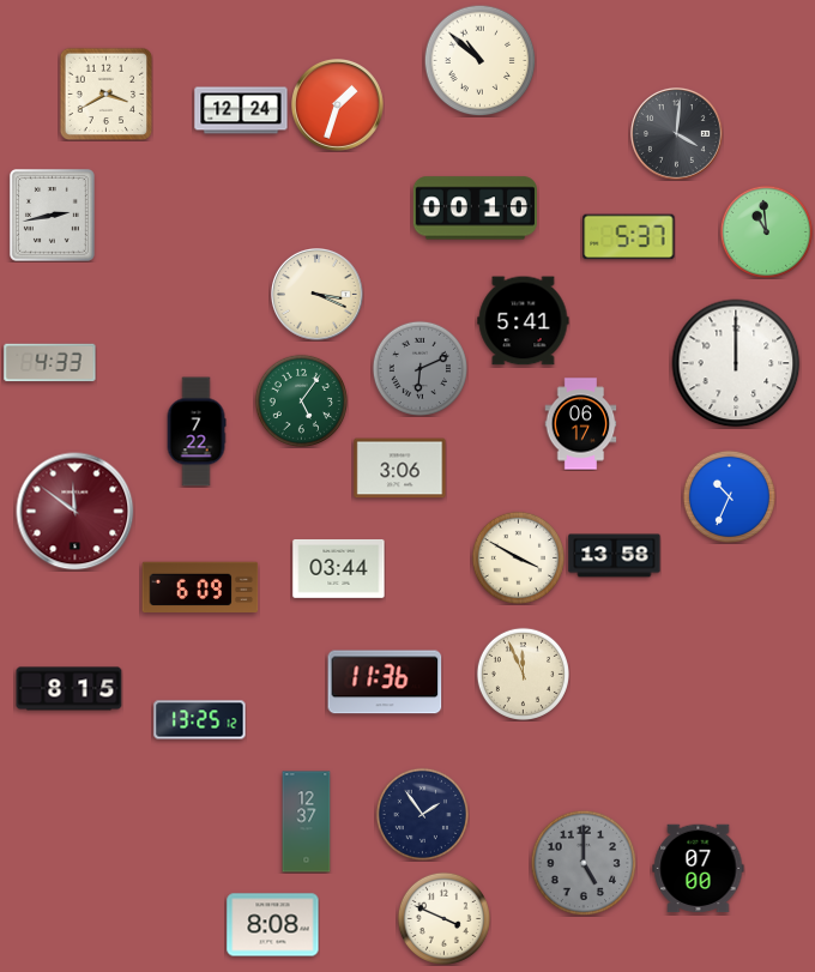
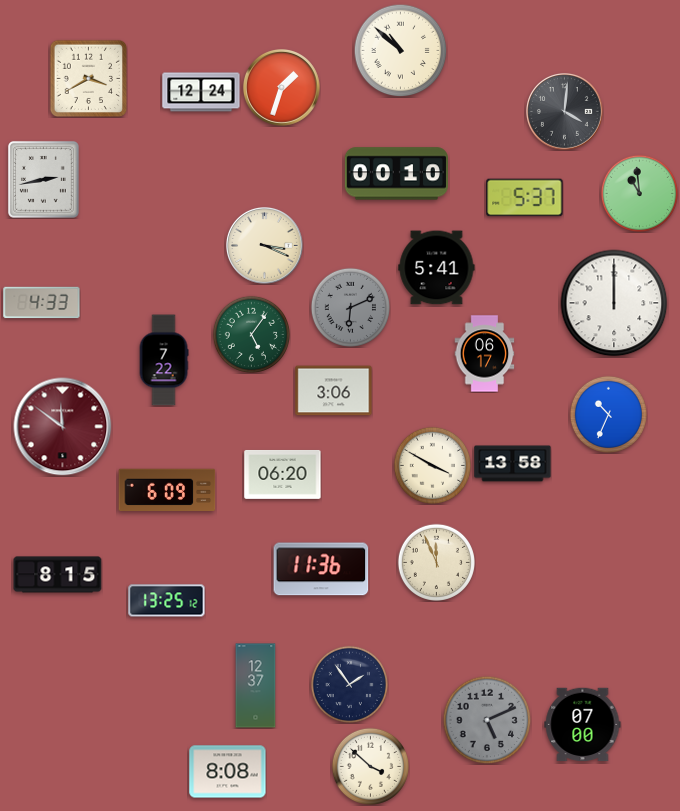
clock at (339, 569): 03:44 -> 06:20
clock at (422, 814) position: (422, 814) -> (349, 684)
clock at (584, 863): 5:00 -> 5:11
clock at (443, 918): 3:49 -> 3:52
